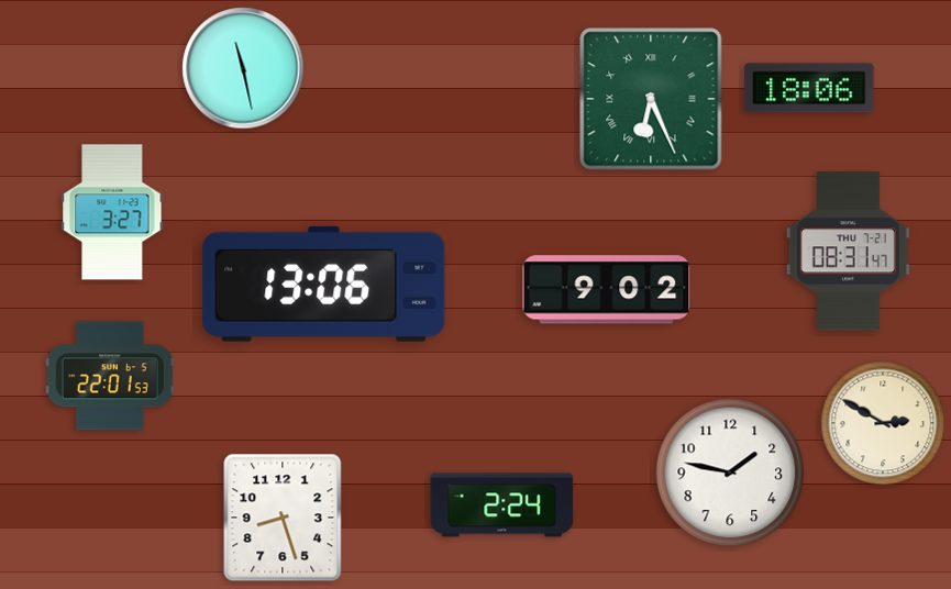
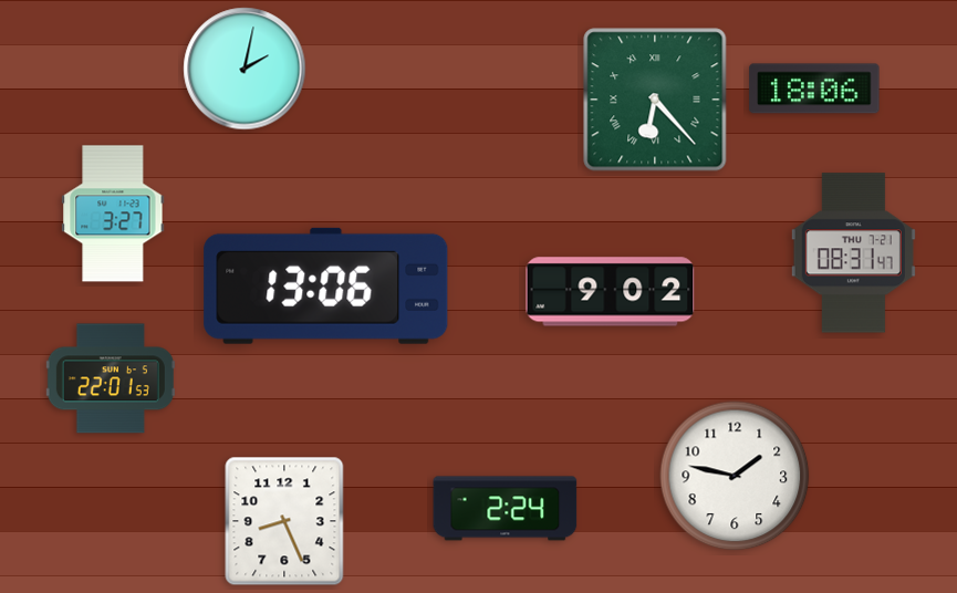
clock at (243, 68): 11:28 -> 2:02
clock at (651, 99): 6:26 -> 6:23
clock at (883, 423): 2:50 -> none
clock at (283, 518): 8:27 -> 8:26
